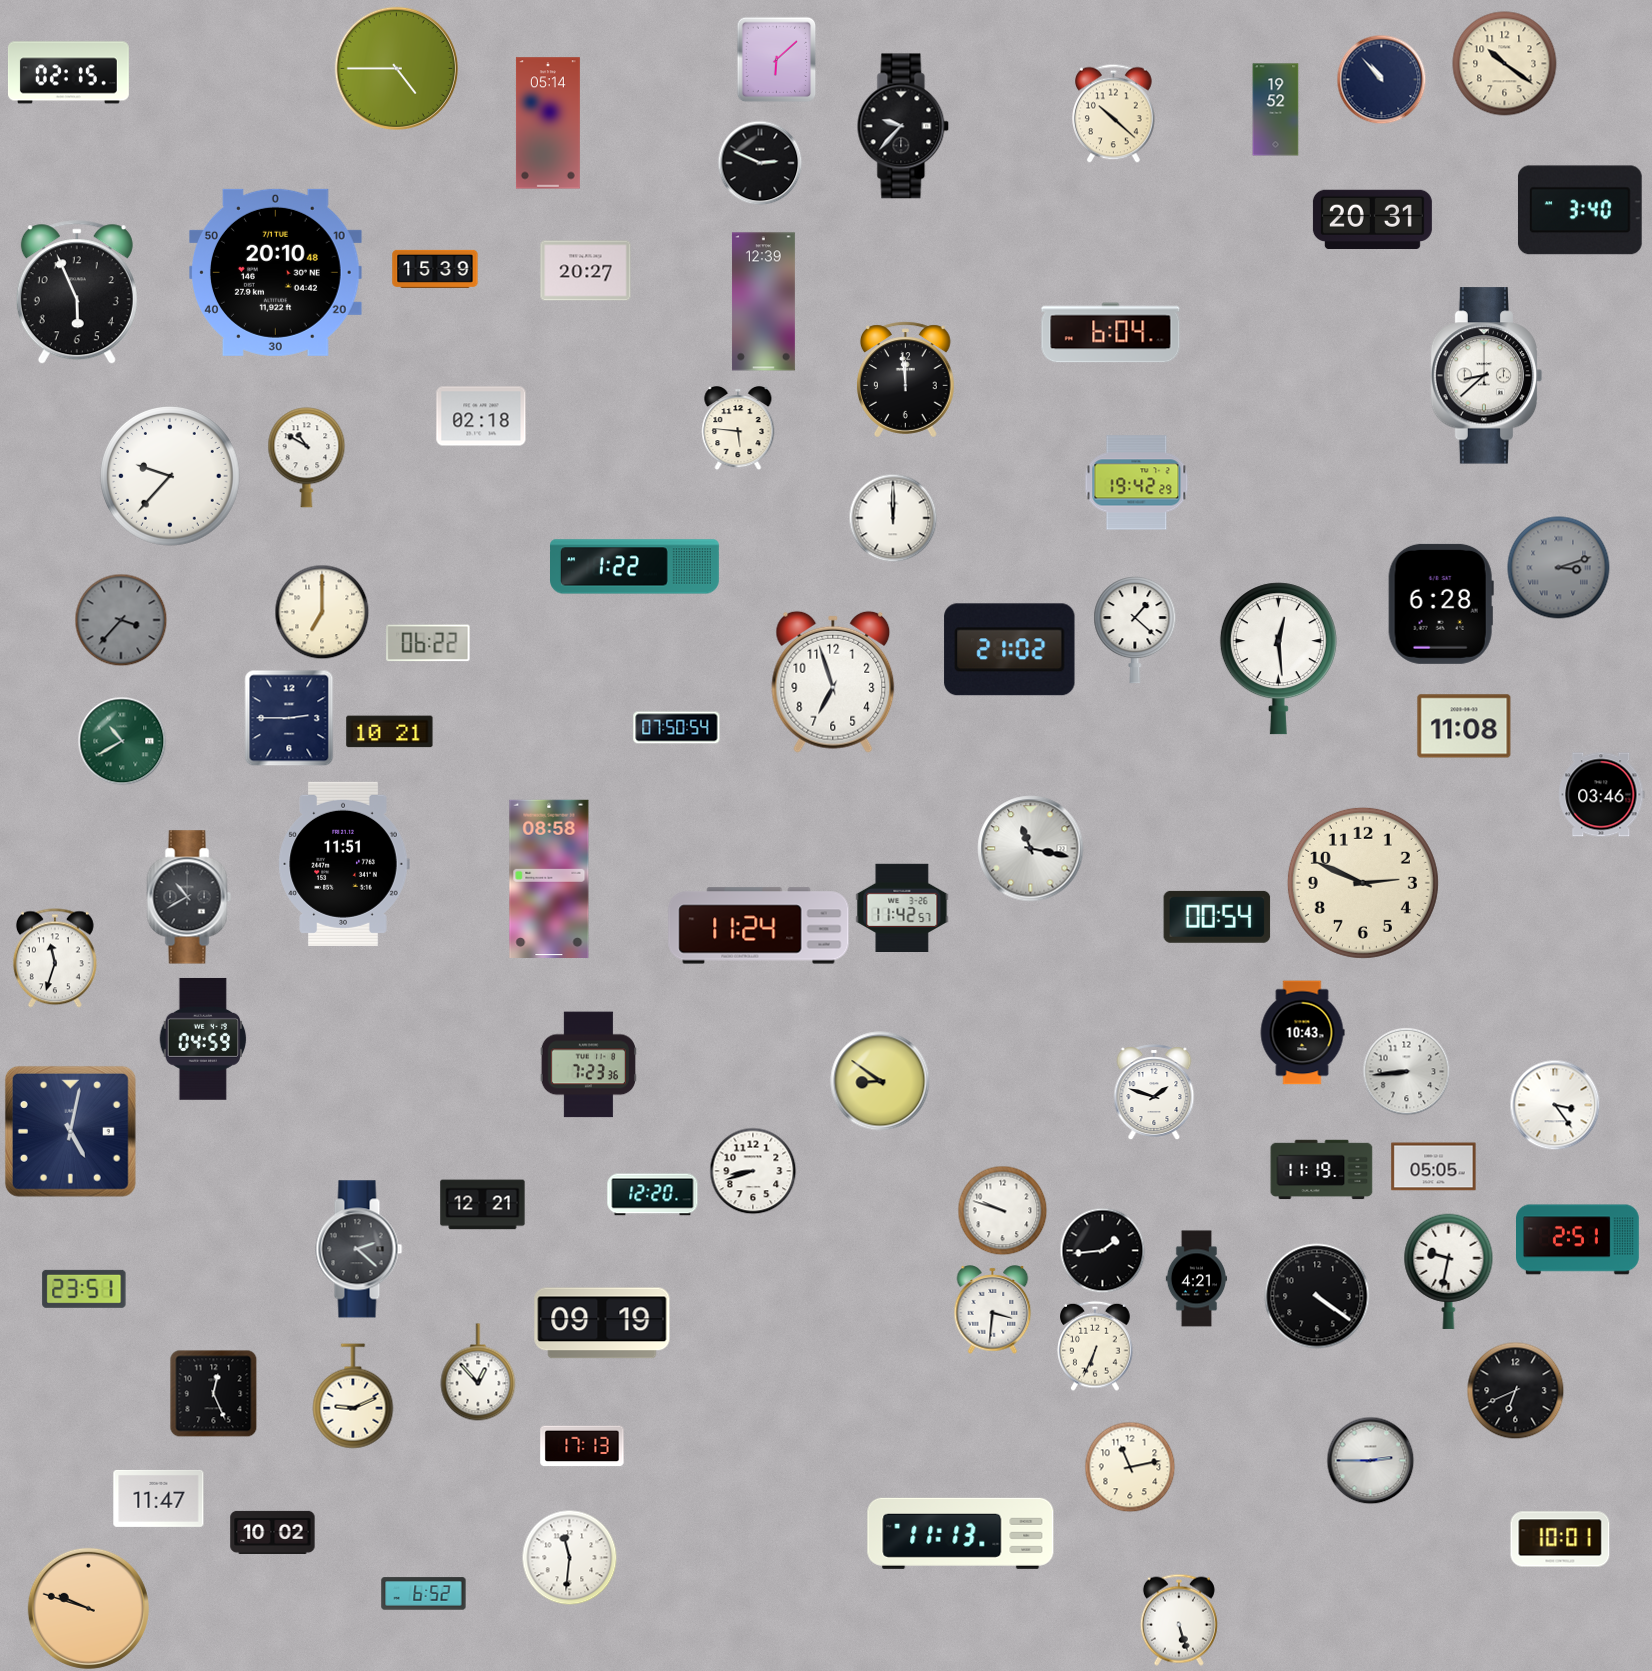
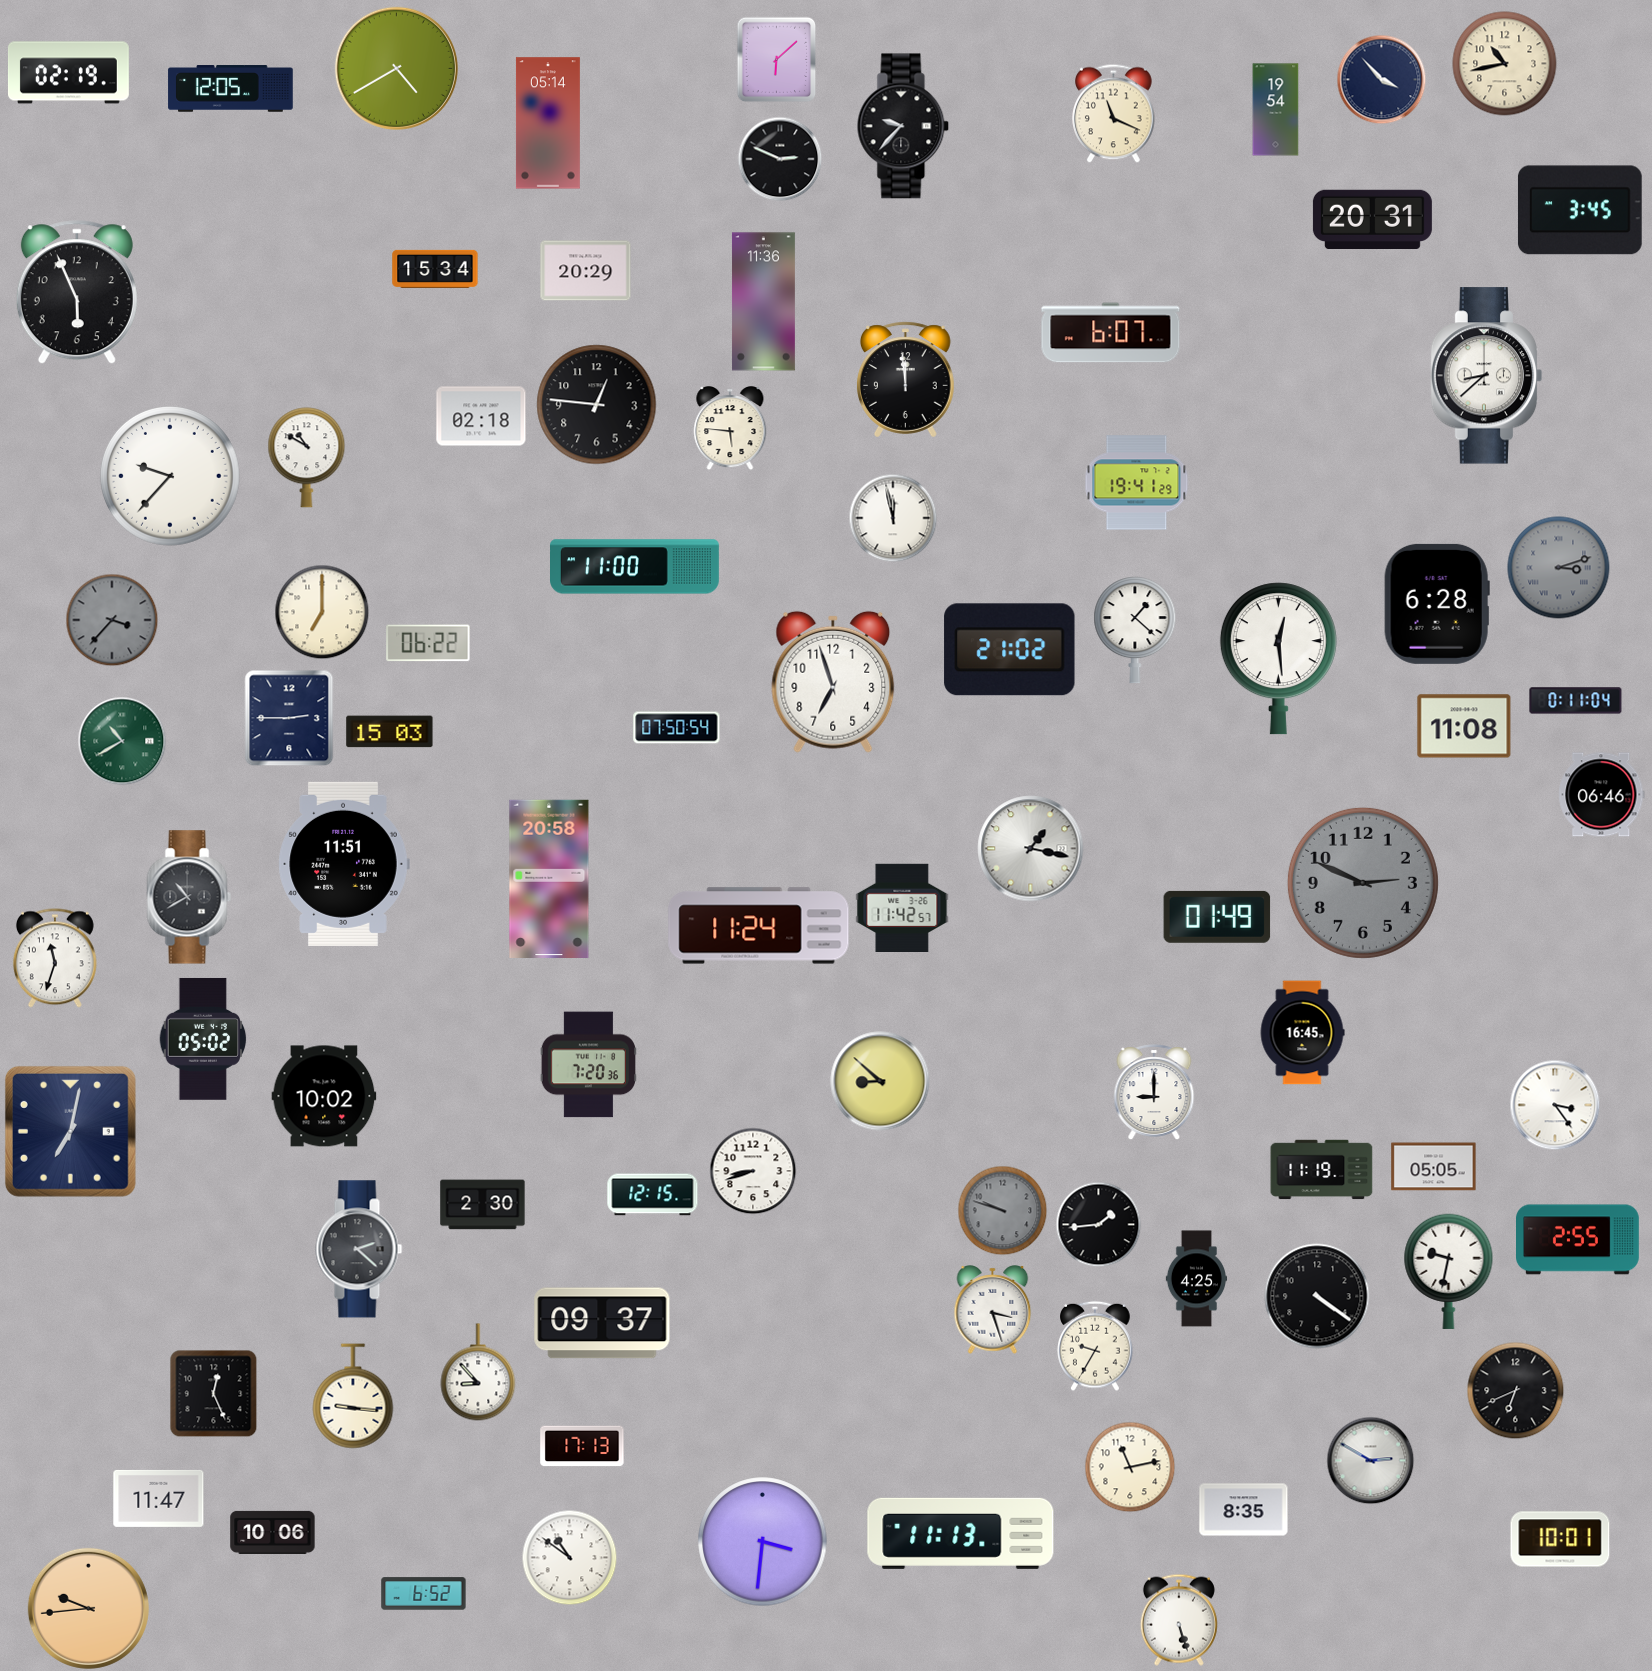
clock at (1505, 64): 10:21 -> 10:43
clock at (396, 68): 4:45 -> 4:40
clock at (68, 73): 02:15 -> 02:19
clock at (1381, 79): 10:53 -> 3:53
clock at (231, 89): none -> 12:05
clock at (1276, 110): 19:52 -> 19:54
clock at (1114, 113): 10:22 -> 11:19
clock at (760, 163) position: (760, 163) -> (780, 159)
clock at (1580, 210): 3:40 -> 3:45
clock at (435, 269): 15:39 -> 15:34
clock at (586, 271): 20:27 -> 20:29
clock at (276, 272): 20:10 -> none
clock at (763, 302): 12:39 -> 11:36
clock at (1111, 333): 6:04 -> 6:07
clock at (597, 405): none -> 12:46
clock at (738, 429) position: (738, 429) -> (730, 429)
clock at (1137, 483): 19:42 -> 19:41
clock at (893, 518): 12:00 -> 11:58
clock at (635, 567): 1:22 -> 11:00
clock at (1441, 604) position: (1441, 604) -> (1437, 604)
clock at (121, 620) position: (121, 620) -> (112, 620)
clock at (1576, 701): none -> 0:11
clock at (390, 732): 10:21 -> 15:03
clock at (1602, 795): 03:46 -> 06:46
clock at (1031, 849): 11:17 -> 1:17
clock at (549, 878): 08:58 -> 20:58
clock at (1363, 883) dial: cream -> grey
clock at (1217, 917): 00:54 -> 01:49
clock at (1302, 1033): 10:43 -> 16:45
clock at (203, 1039): 04:59 -> 05:02
clock at (588, 1065): 7:23 -> 7:20
clock at (1406, 1071): 8:44 -> none
clock at (880, 1081): 8:51 -> 8:52
clock at (1154, 1092): 1:48 -> 9:00
clock at (324, 1096): none -> 10:02
clock at (70, 1131): 5:02 -> 7:02
clock at (653, 1195): 12:20 -> 12:15
clock at (483, 1205): 12:21 -> 2:30
clock at (1002, 1210) dial: white -> grey
clock at (1578, 1240): 2:51 -> 2:55
clock at (1102, 1250) position: (1102, 1250) -> (1098, 1224)
clock at (1196, 1279): 4:21 -> 4:25
clock at (84, 1289): 23:51 -> none
clock at (993, 1310): 3:31 -> 3:27
clock at (602, 1323): 09:19 -> 09:37
clock at (1095, 1346): 6:34 -> 9:35
clock at (478, 1372): 12:53 -> 8:53
clock at (353, 1396): 9:11 -> 9:16
clock at (1370, 1460): 2:45 -> 2:50
clock at (1244, 1510): none -> 8:35
clock at (273, 1532): 10:02 -> 10:06
clock at (763, 1542): none -> 3:31
clock at (569, 1557): 11:31 -> 10:51
clock at (88, 1608): 9:48 -> 9:44
